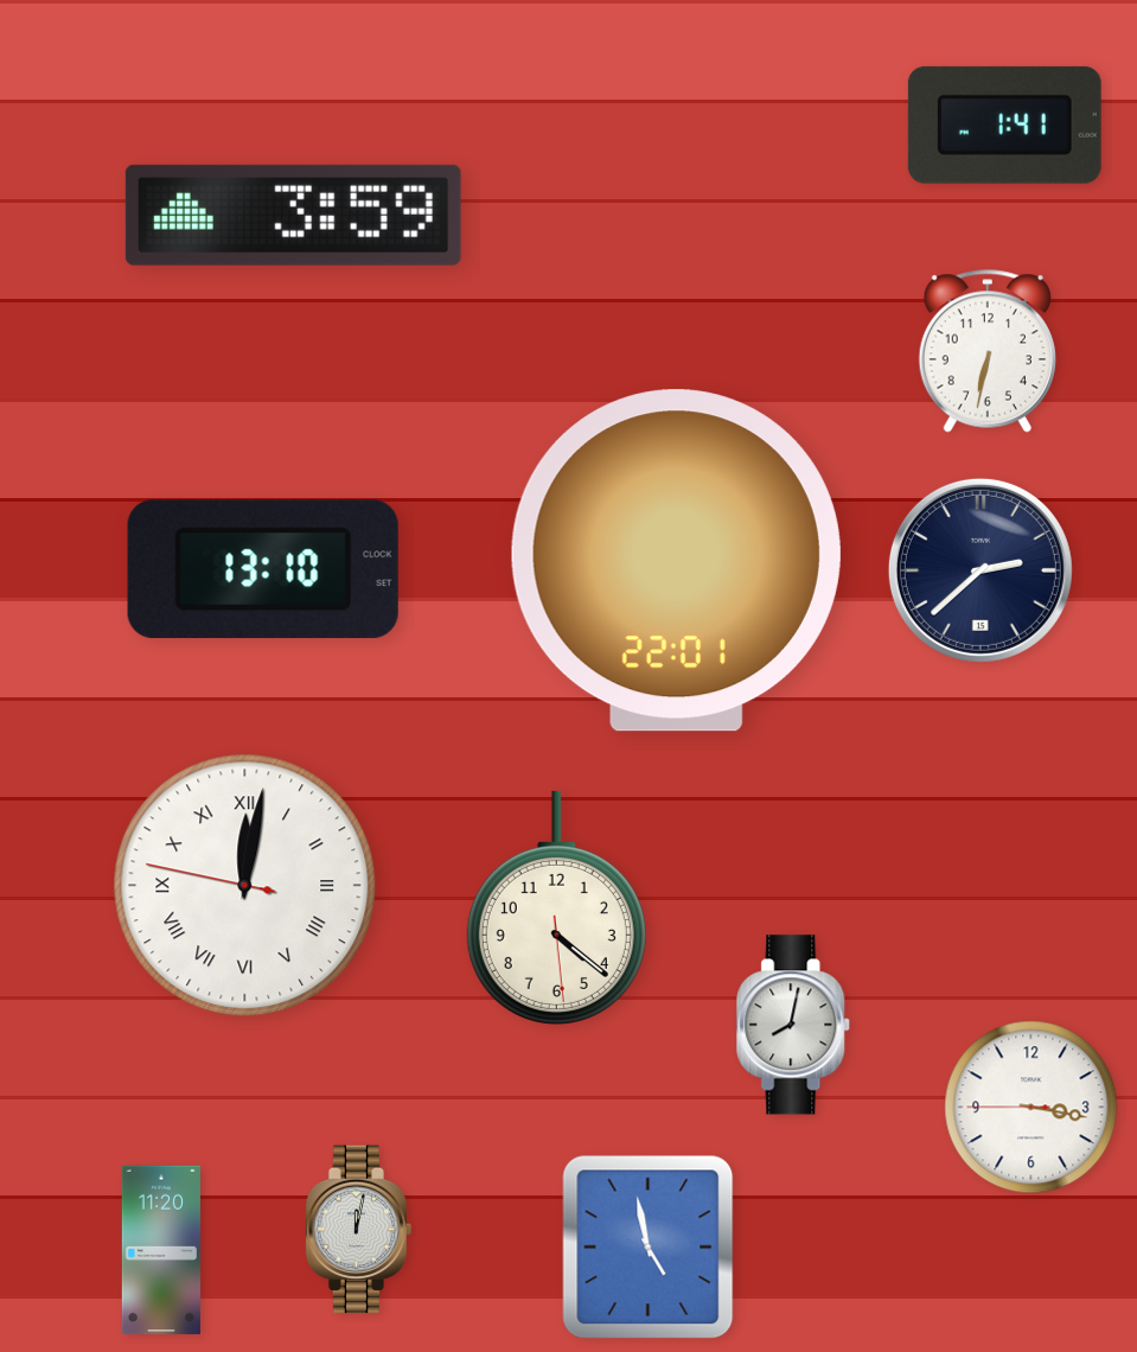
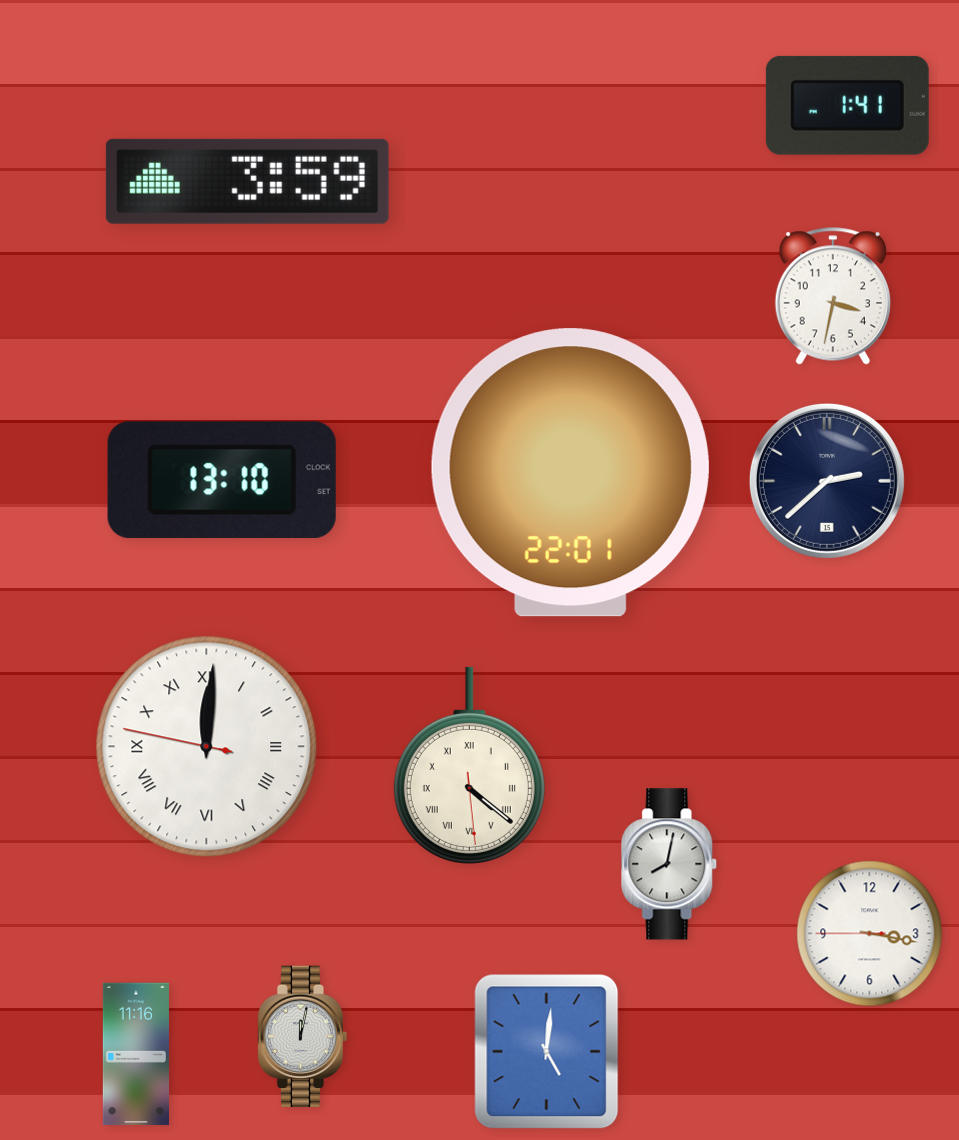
clock at (988, 351): 6:32 -> 3:32
clock at (245, 886): 12:01 -> 12:00
clock at (556, 907) numerals: Arabic -> Roman
clock at (649, 1248): 4:58 -> 5:01
clock at (161, 1250): 11:20 -> 11:16
